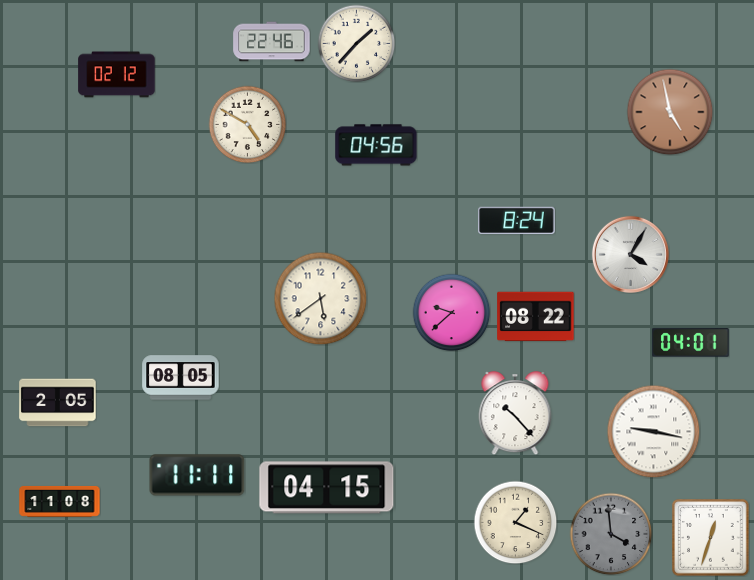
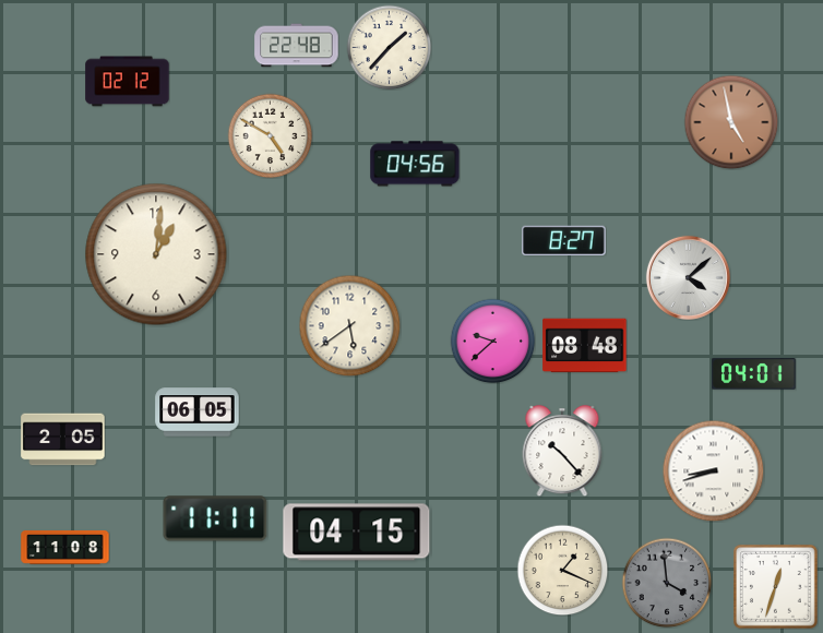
clock at (272, 42): 22:46 -> 22:48
clock at (376, 145) position: (376, 145) -> (415, 164)
clock at (517, 221): 8:24 -> 8:27
clock at (156, 254): none -> 1:01
clock at (630, 254): 4:05 -> 4:08
clock at (536, 317): 08:22 -> 08:48
clock at (181, 378): 08:05 -> 06:05
clock at (653, 431): 9:17 -> 8:42
